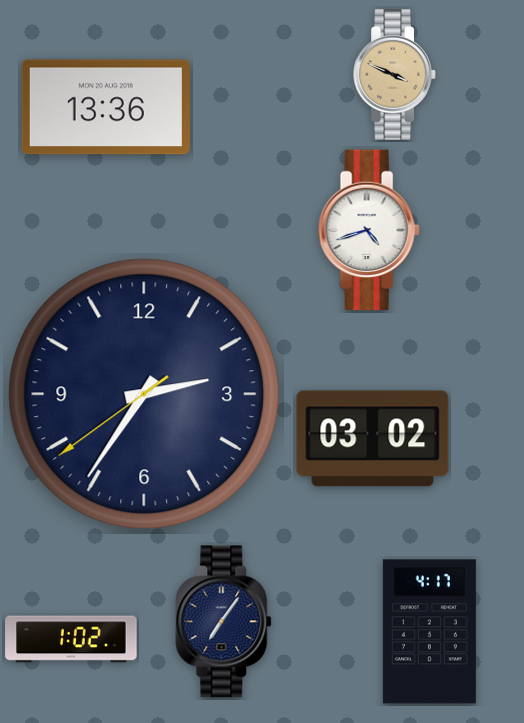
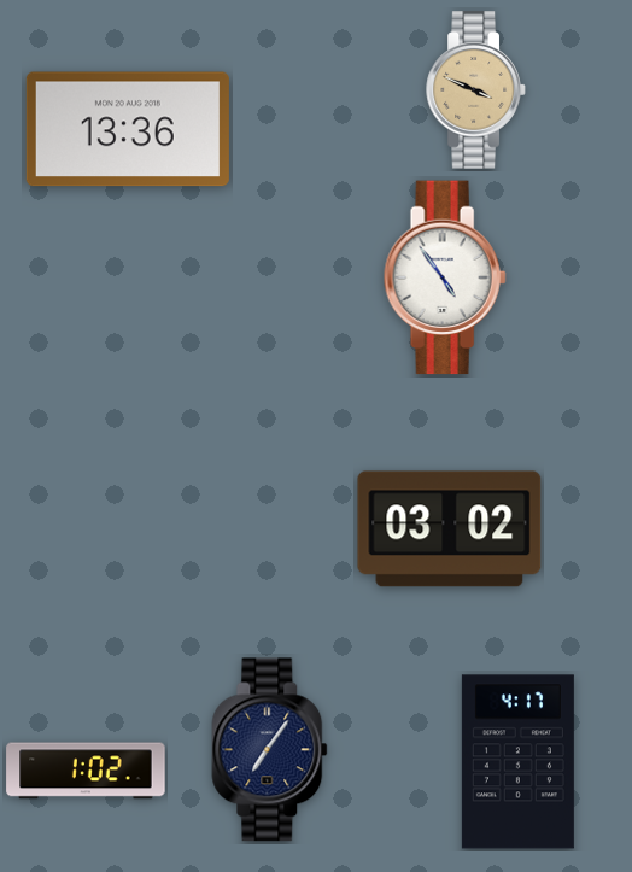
clock at (369, 230): 4:42 -> 4:54
clock at (144, 394): 2:35 -> none
